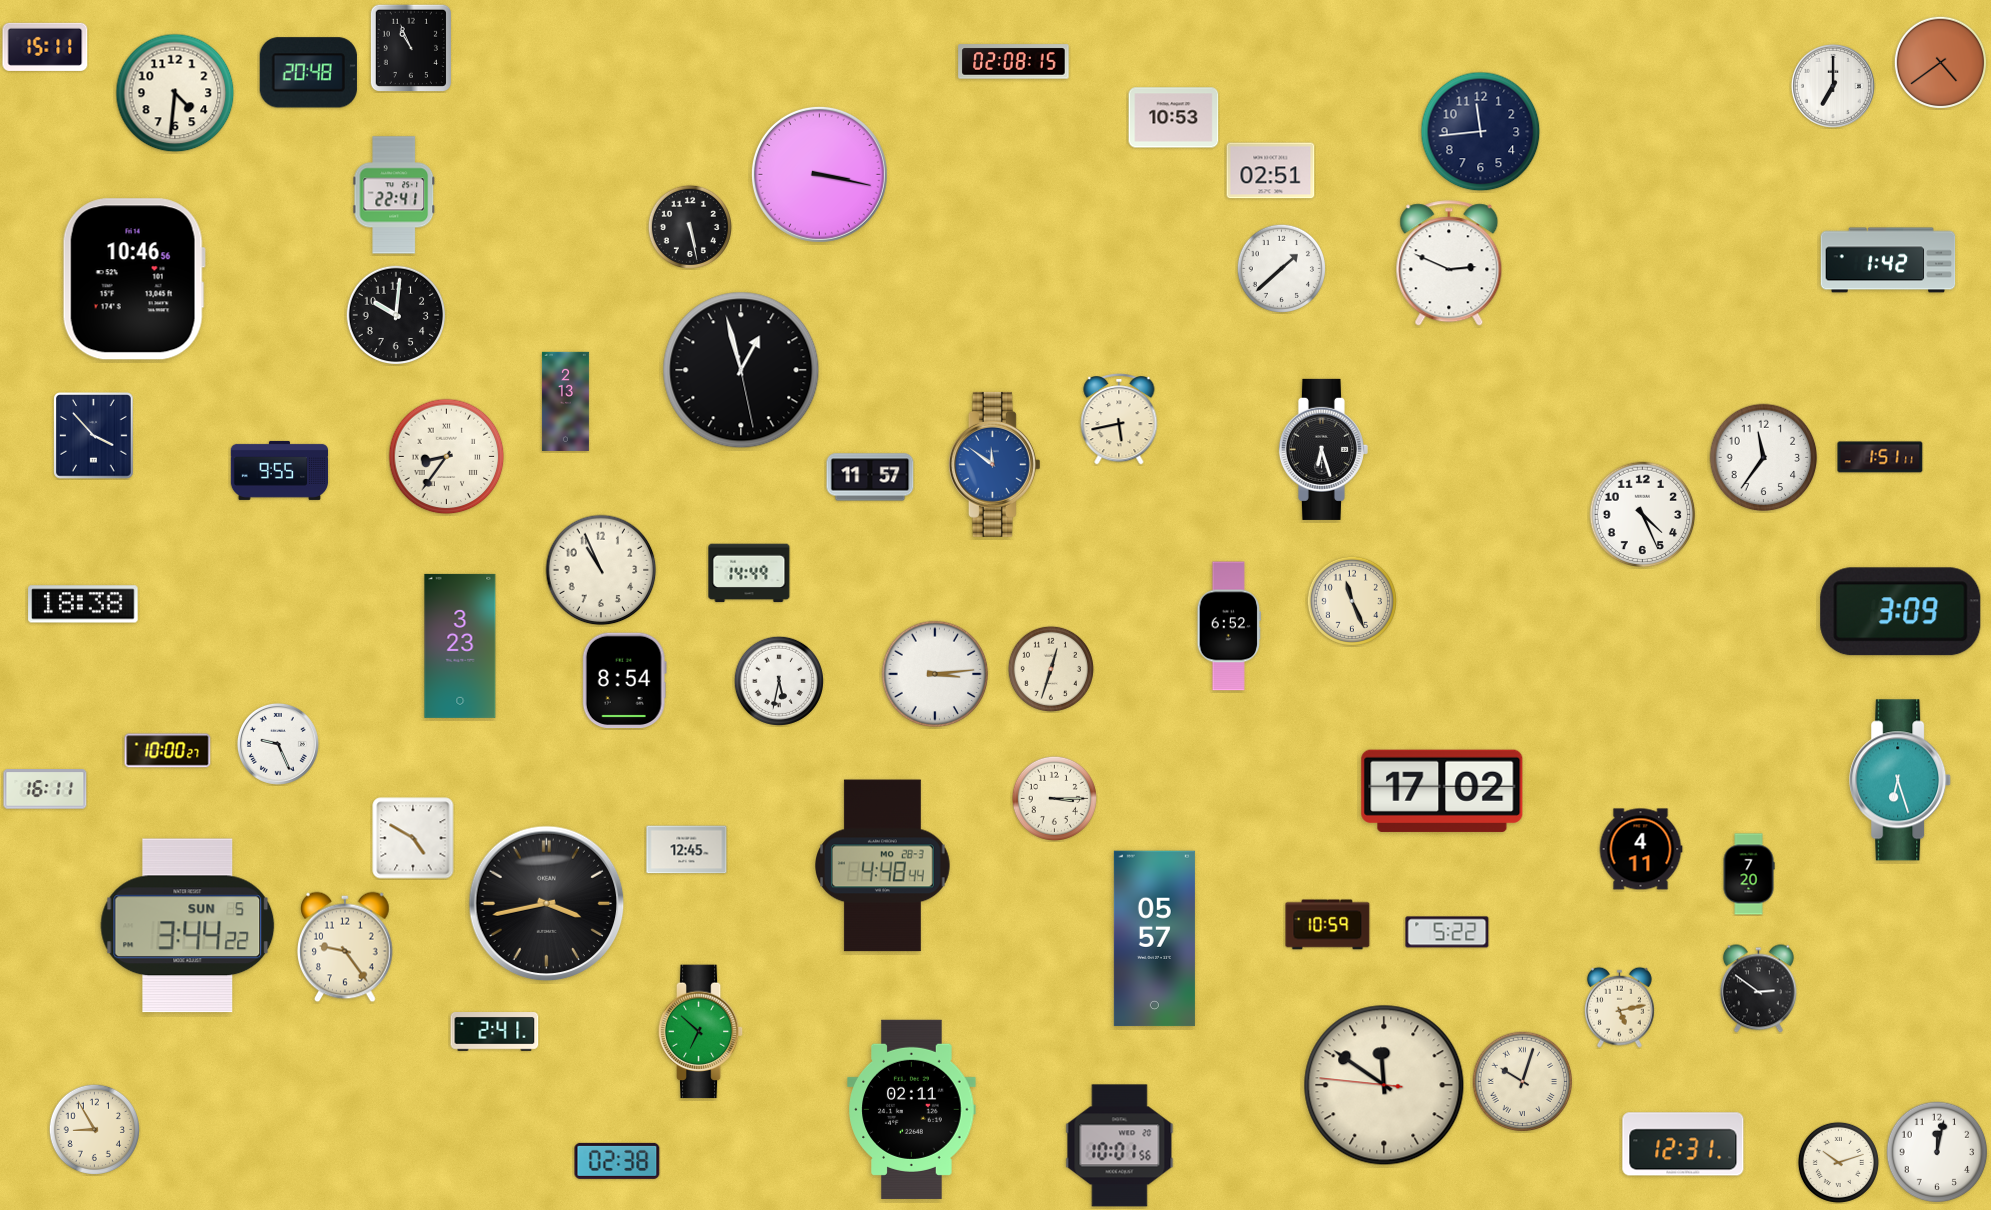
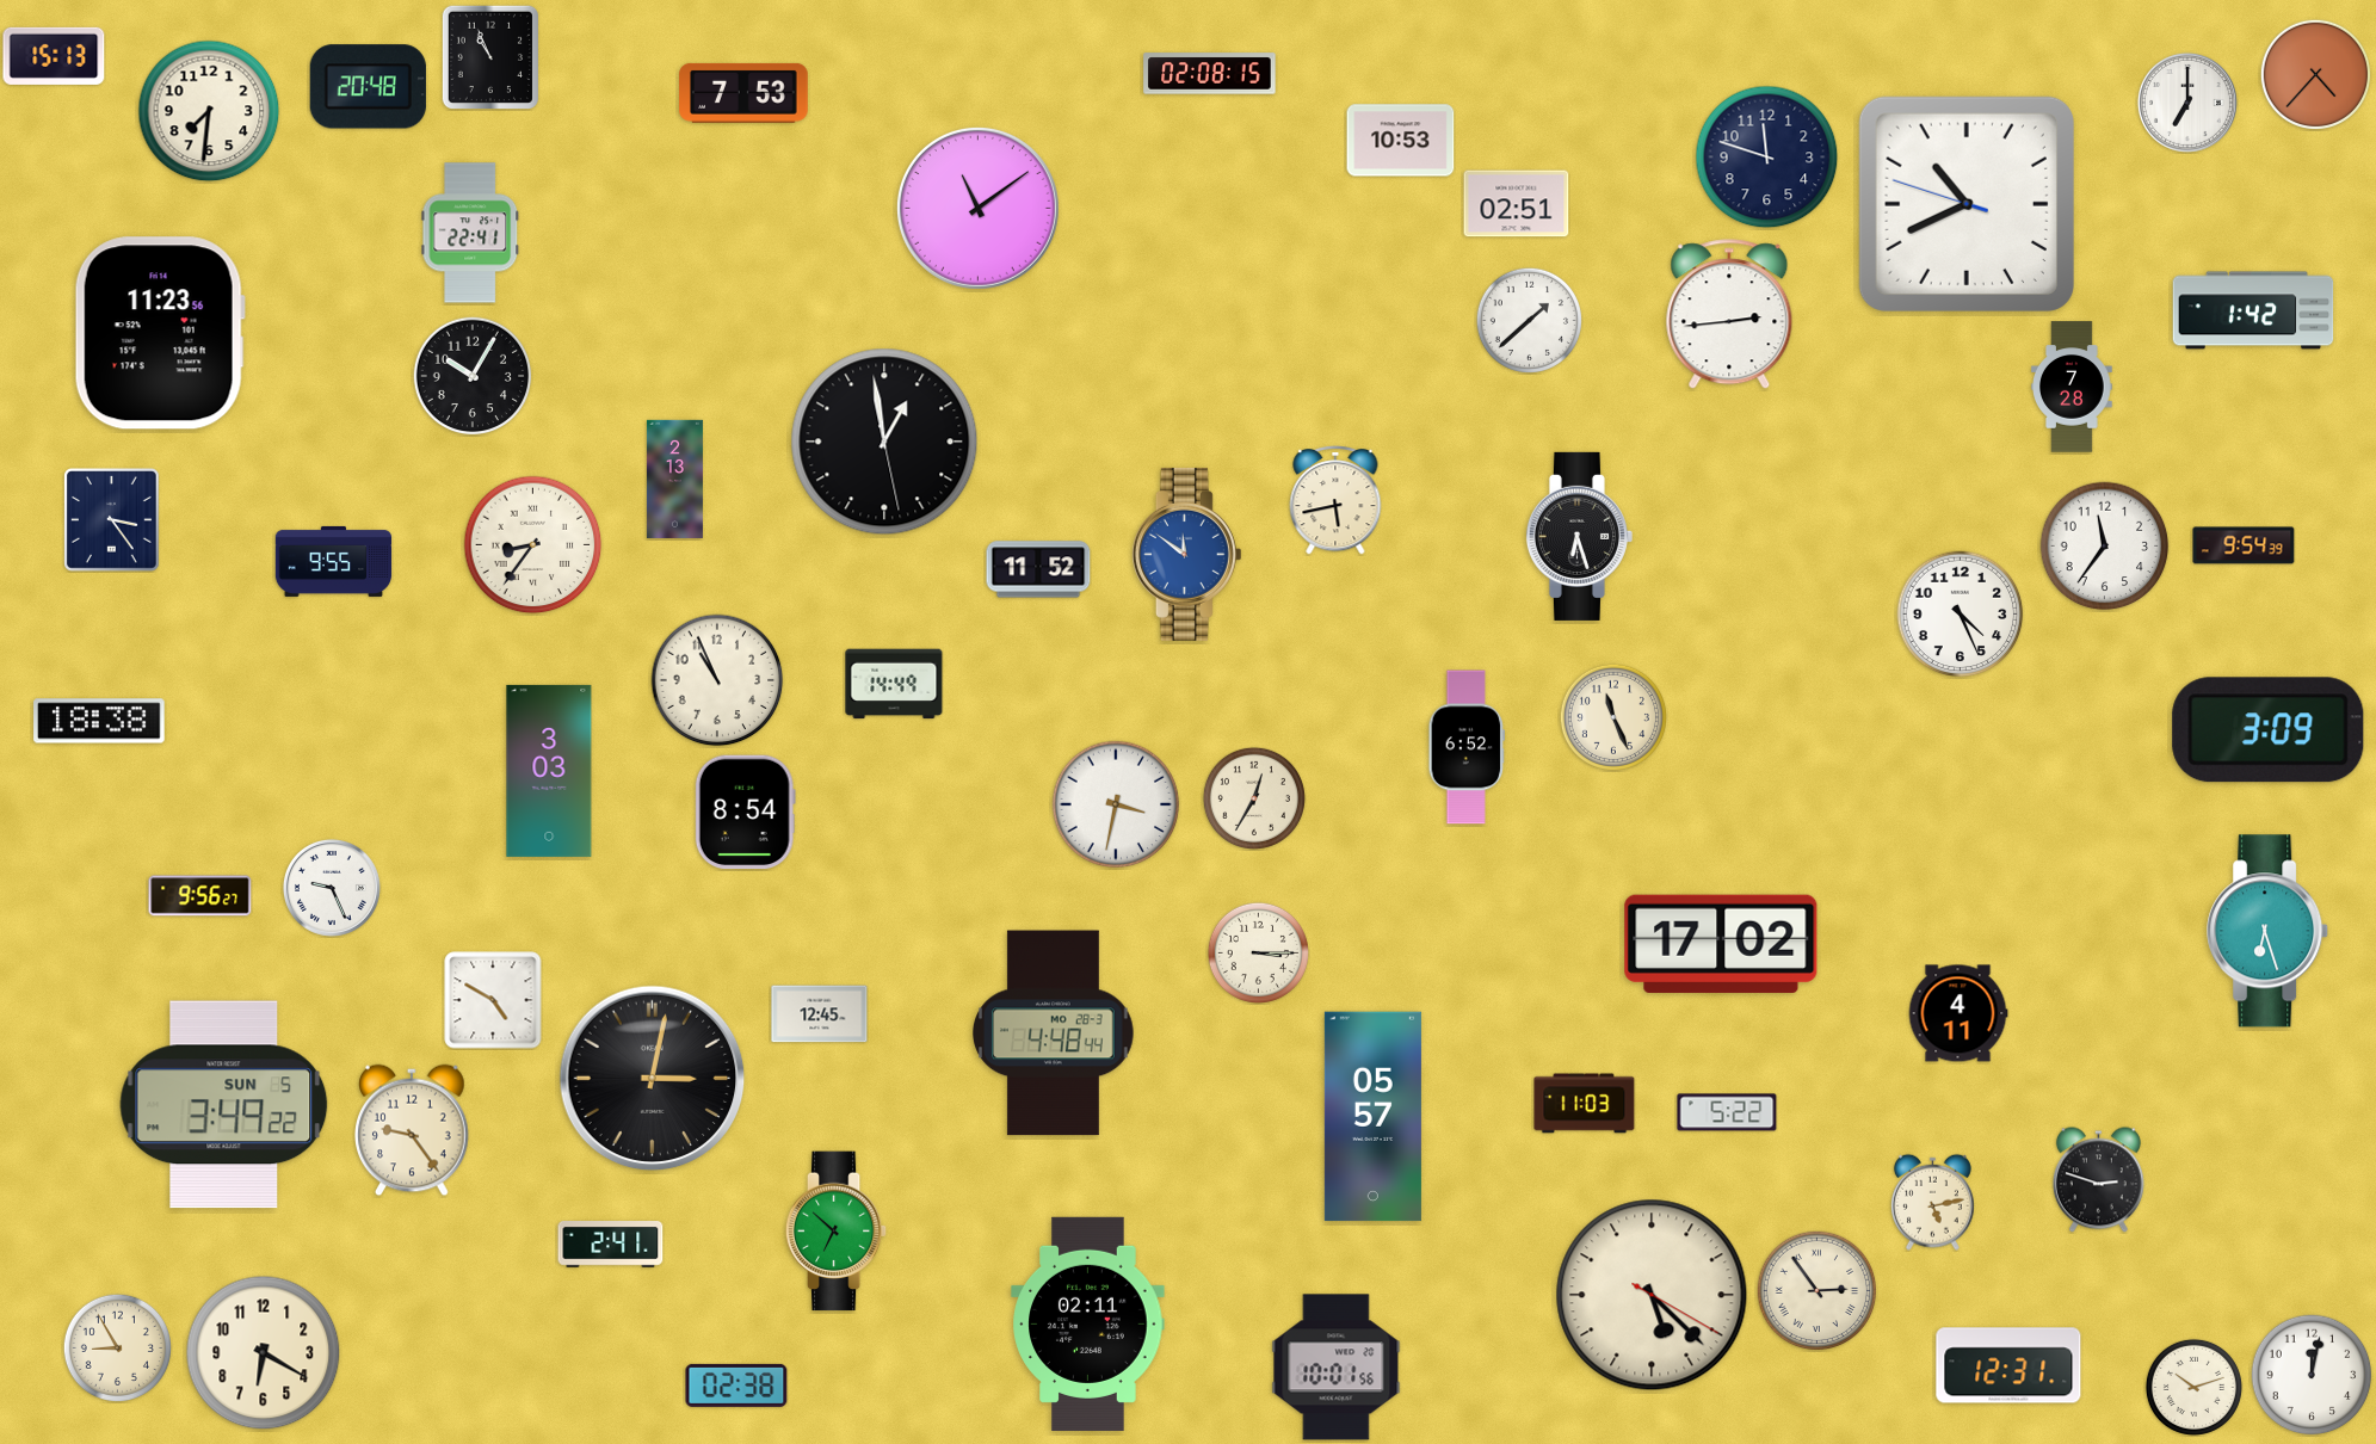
clock at (45, 47): 15:11 -> 15:13
clock at (1940, 62): 4:39 -> 4:37
clock at (743, 93): none -> 7:53
clock at (175, 93): 4:31 -> 7:31
clock at (1481, 132): 11:44 -> 11:48
clock at (1967, 204): none -> 10:40
clock at (819, 174): 3:17 -> 11:09
clock at (690, 227): 5:28 -> none
clock at (1449, 264): 2:49 -> 2:44
clock at (134, 279): 10:46 -> 11:23
clock at (396, 315): 10:01 -> 10:05
clock at (2073, 387): none -> 7:28
clock at (741, 370): 12:57 -> 12:58
clock at (94, 436): 3:53 -> 3:24
clock at (1880, 457): 1:51 -> 9:54
clock at (870, 477): 11:57 -> 11:52
clock at (460, 646): 3:23 -> 3:03
clock at (1051, 669): 12:33 -> 12:35
clock at (935, 674): 3:14 -> 3:32
clock at (779, 681): 5:32 -> none
clock at (168, 751): 10:00 -> 9:56
clock at (45, 789): 16:11 -> none
clock at (1749, 874): 7:20 -> none
clock at (547, 904): 3:43 -> 3:02
clock at (1328, 925): 10:59 -> 11:03
clock at (188, 926): 3:44 -> 3:49
clock at (1154, 939) position: (1154, 939) -> (1372, 1117)
clock at (1758, 989): 2:51 -> 2:48
clock at (495, 1032) position: (495, 1032) -> (611, 1245)
clock at (1523, 1082): 10:03 -> 2:54
clock at (1384, 1085): 11:50 -> 5:22
clock at (94, 1129) position: (94, 1129) -> (117, 1347)
clock at (264, 1353): none -> 6:20
